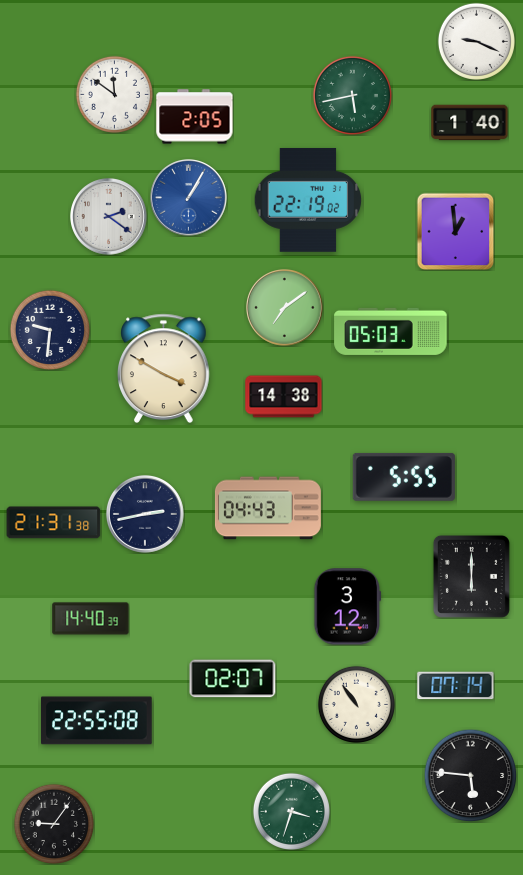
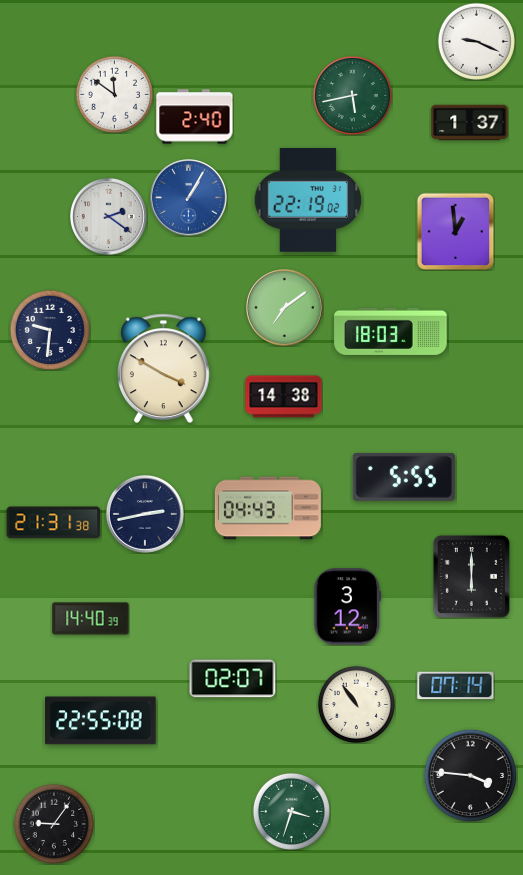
clock at (195, 117): 2:05 -> 2:40
clock at (470, 123): 1:40 -> 1:37
clock at (391, 331): 05:03 -> 18:03
clock at (97, 721) position: (97, 721) -> (101, 721)
clock at (470, 775): 5:46 -> 3:46
